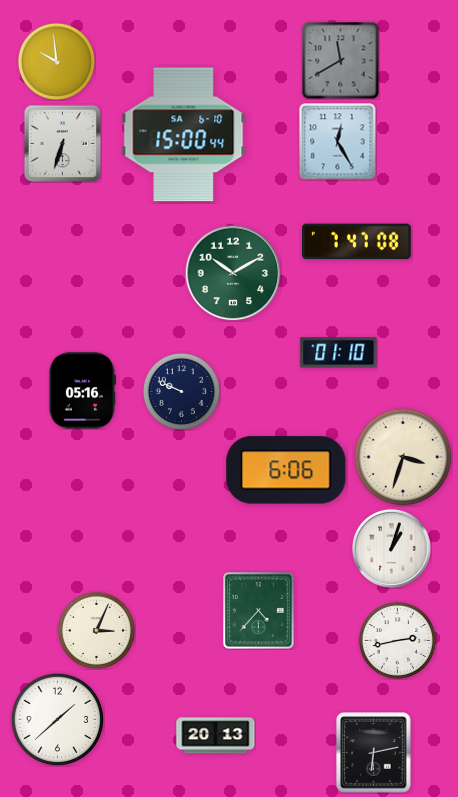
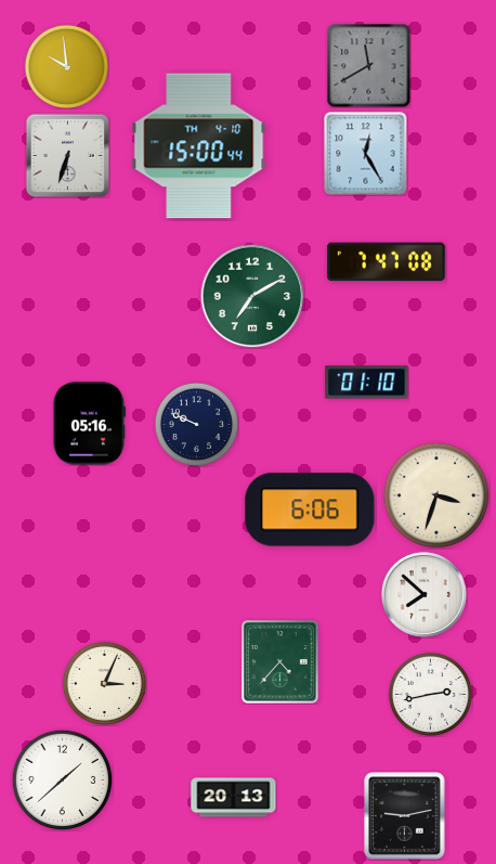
clock at (56, 61) position: (56, 61) -> (66, 66)
clock at (184, 135) date: SA 6-10 -> TH 4-10
clock at (233, 273): 10:10 -> 7:10
clock at (391, 548): 1:03 -> 7:52
clock at (374, 753): 6:13 -> 9:13
